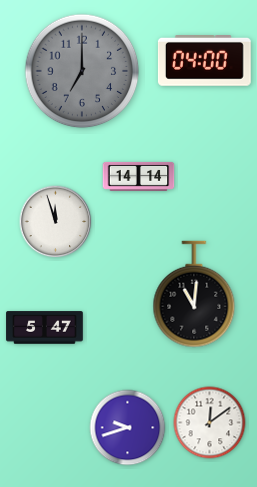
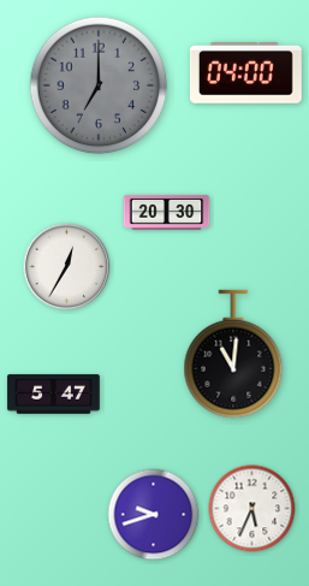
clock at (139, 176): 14:14 -> 20:30
clock at (56, 222): 11:57 -> 12:35
clock at (210, 423): 12:09 -> 5:34
